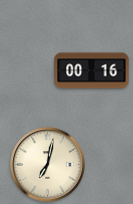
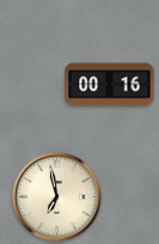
clock at (48, 165): 7:02 -> 6:58
